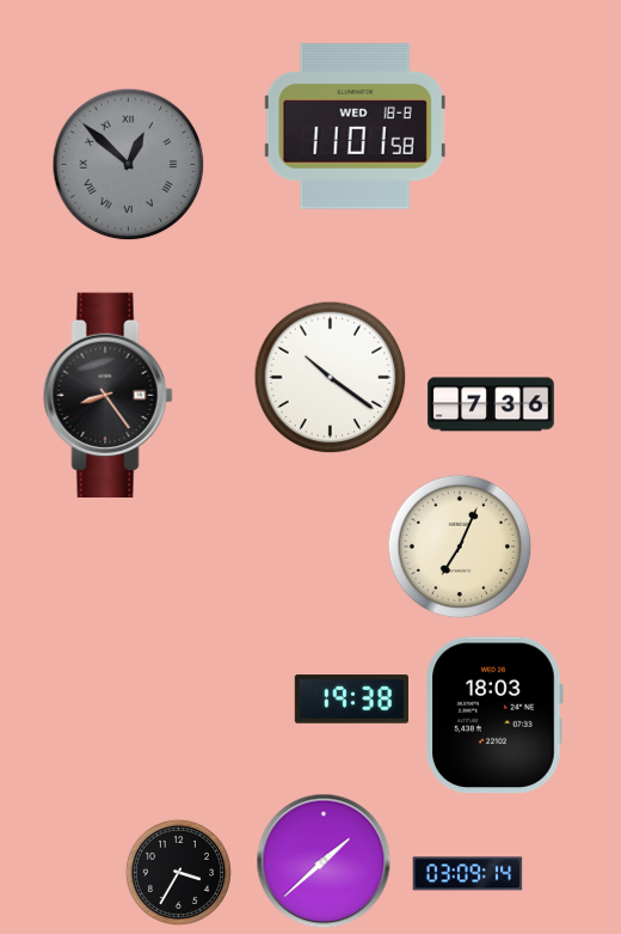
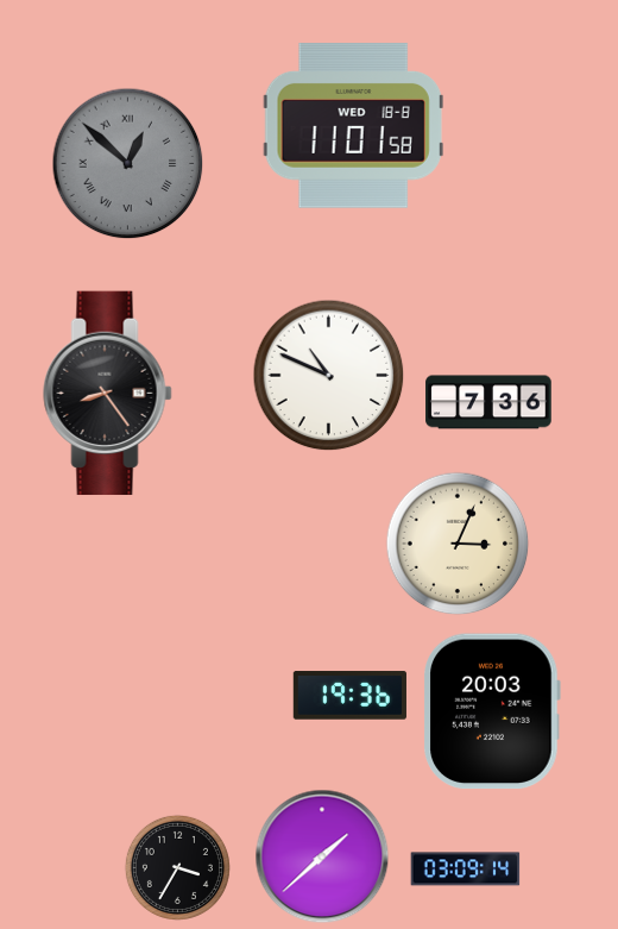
clock at (331, 378): 10:21 -> 10:49
clock at (460, 547): 7:04 -> 3:04
clock at (351, 700): 19:38 -> 19:36
clock at (494, 715): 18:03 -> 20:03
